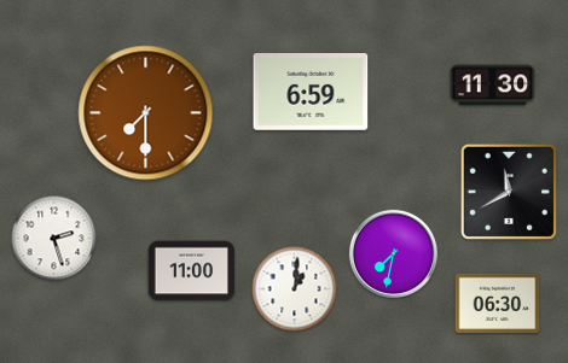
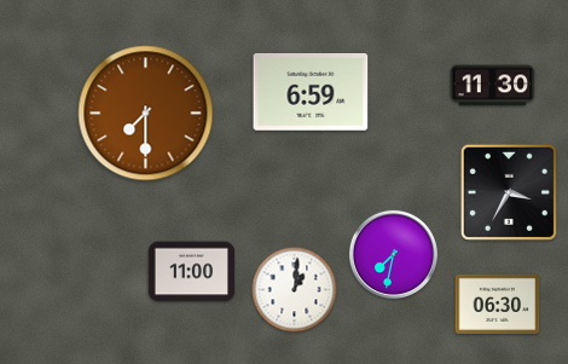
clock at (509, 192): 11:40 -> 3:35
clock at (54, 239): 2:27 -> none
